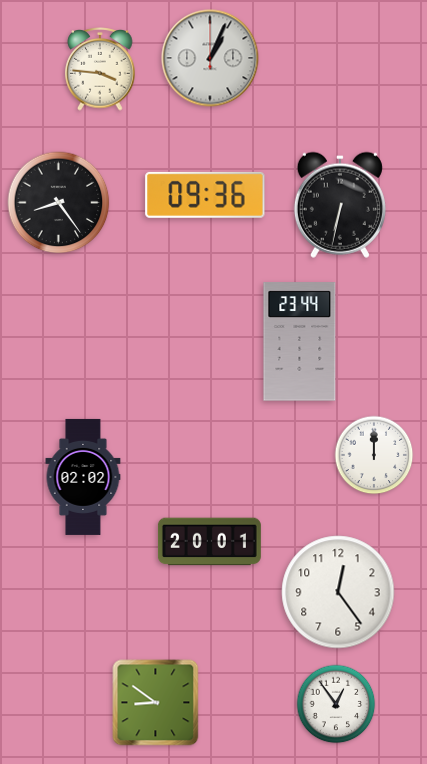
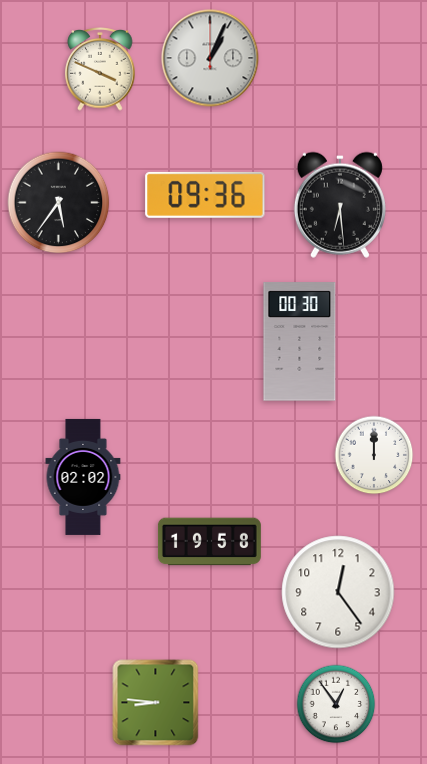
clock at (100, 69): 3:46 -> 3:49
clock at (59, 203): 8:24 -> 5:36
clock at (340, 205): 6:32 -> 6:29
clock at (300, 342): 23:44 -> 00:30
clock at (209, 542): 20:01 -> 19:58
clock at (156, 703): 8:51 -> 8:46
